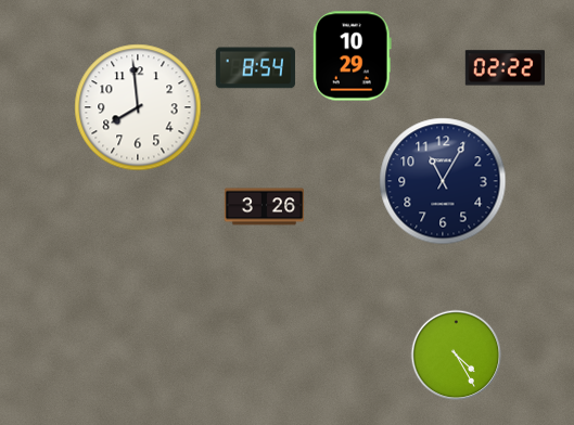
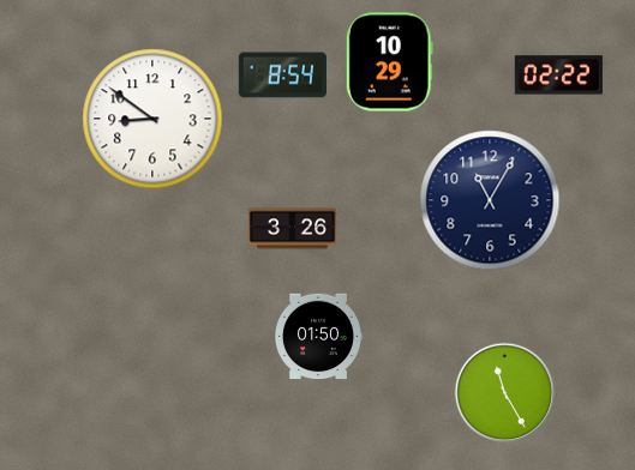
clock at (138, 107): 7:59 -> 8:51
clock at (317, 337): none -> 01:50
clock at (457, 356): 4:25 -> 11:25
